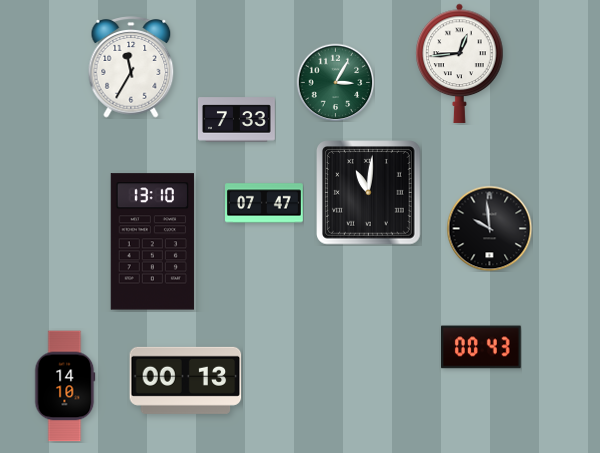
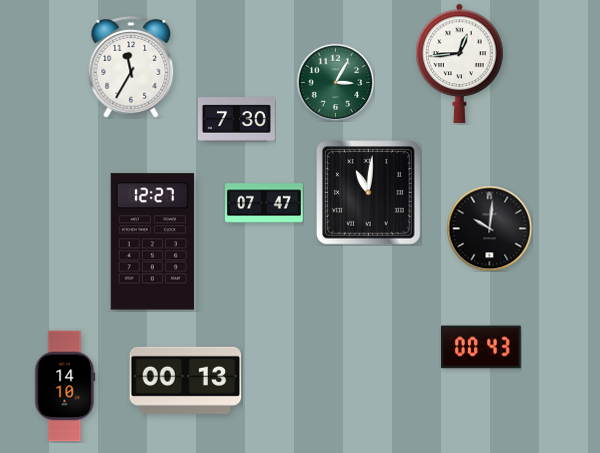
clock at (236, 120): 7:33 -> 7:30
clock at (489, 228): 9:59 -> 10:01
clock at (152, 242): 13:10 -> 12:27
